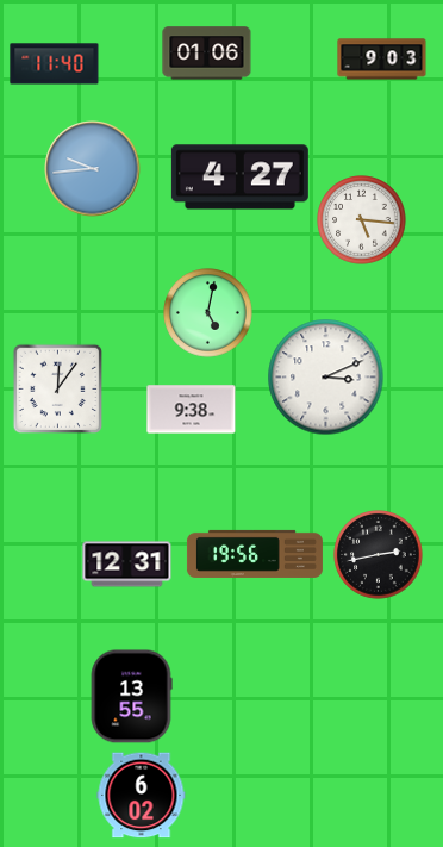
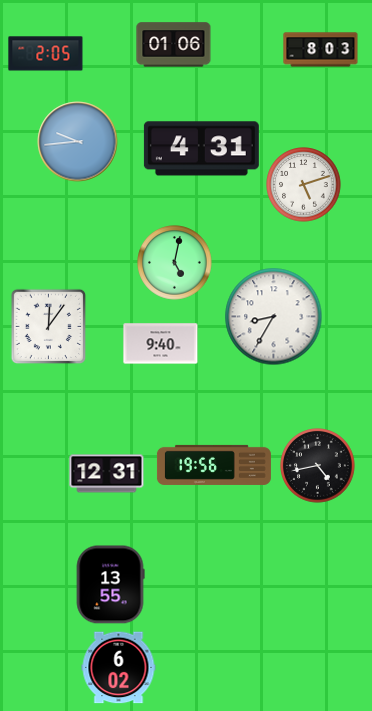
clock at (382, 60): 9:03 -> 8:03
clock at (55, 64): 11:40 -> 2:05
clock at (239, 178): 4:27 -> 4:31
clock at (362, 220): 5:16 -> 5:12
clock at (326, 378): 3:11 -> 8:35
clock at (192, 410): 9:38 -> 9:40
clock at (379, 555): 2:43 -> 4:43
